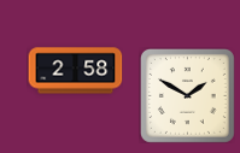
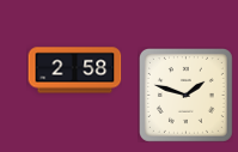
clock at (187, 95): 1:50 -> 1:48
